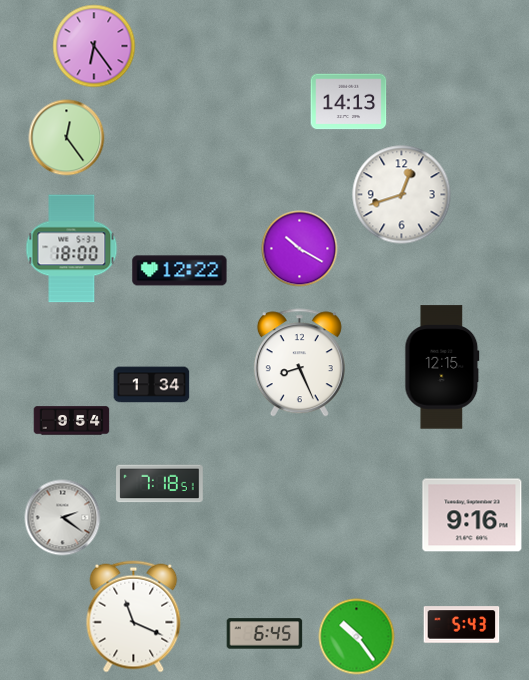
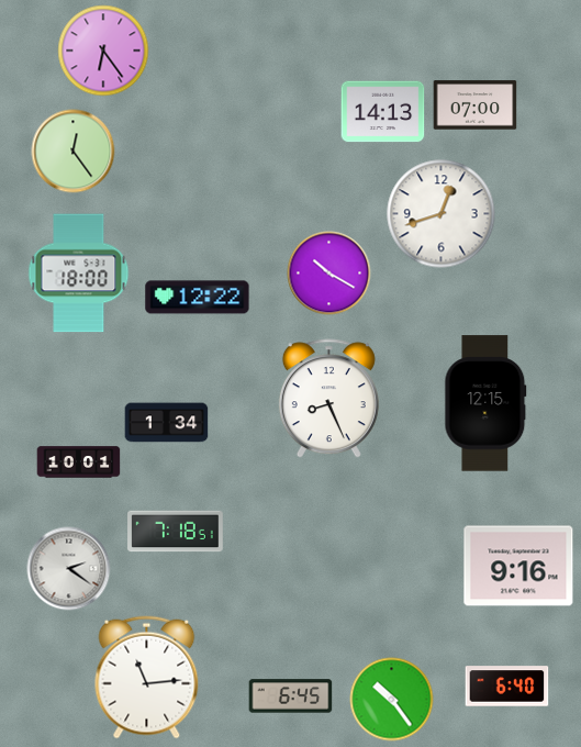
clock at (476, 105): none -> 07:00
clock at (72, 421): 9:54 -> 10:01
clock at (134, 617): 11:19 -> 11:14
clock at (462, 625): 5:43 -> 6:40
